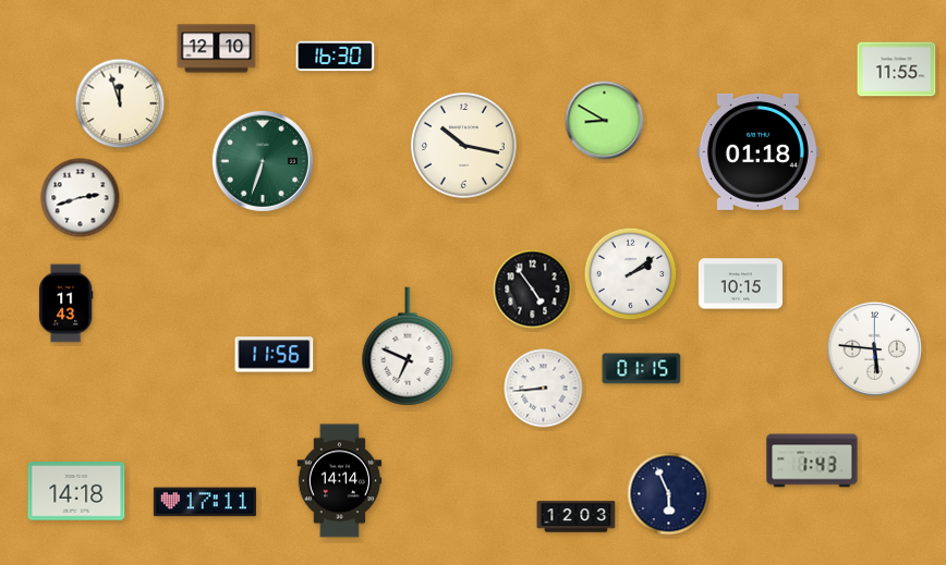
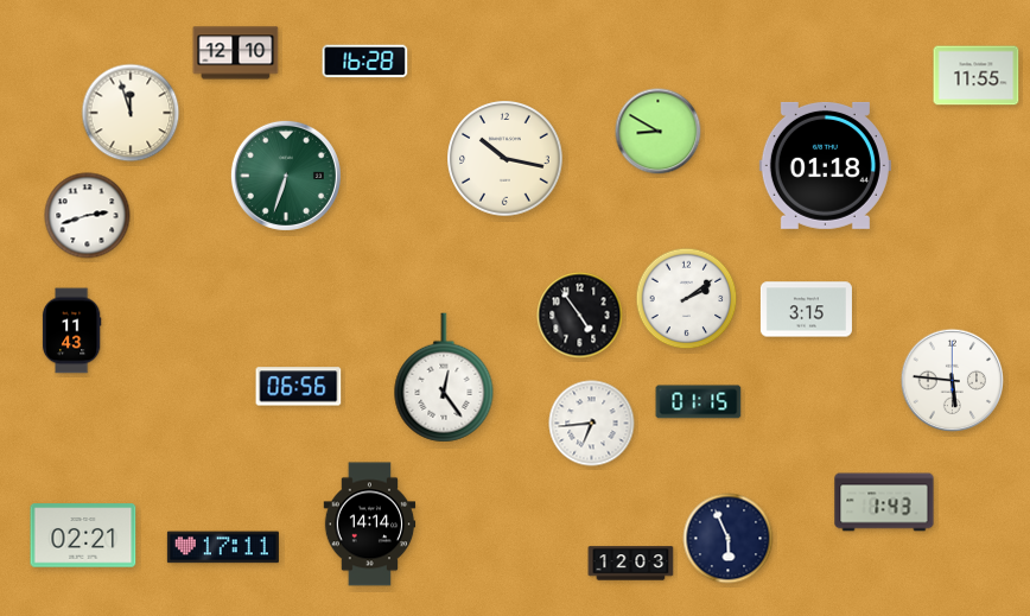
clock at (336, 57): 16:30 -> 16:28
clock at (740, 284): 10:15 -> 3:15
clock at (408, 346): 6:49 -> 12:24
clock at (275, 355): 11:56 -> 06:56
clock at (544, 389): 8:44 -> 6:44
clock at (76, 491): 14:18 -> 02:21
clock at (577, 517) position: (577, 517) -> (631, 564)
